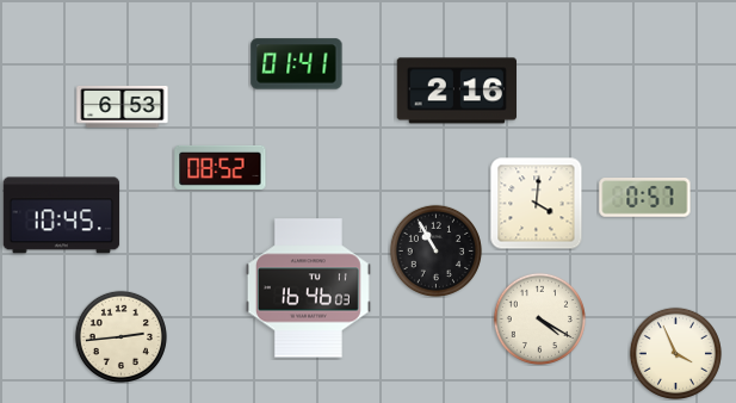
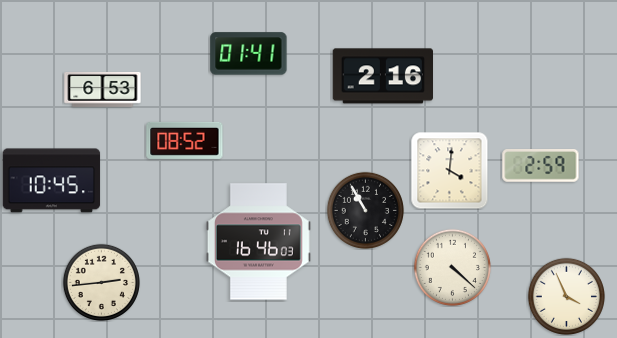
clock at (645, 198): 0:57 -> 2:59
clock at (539, 318): 4:20 -> 4:22
